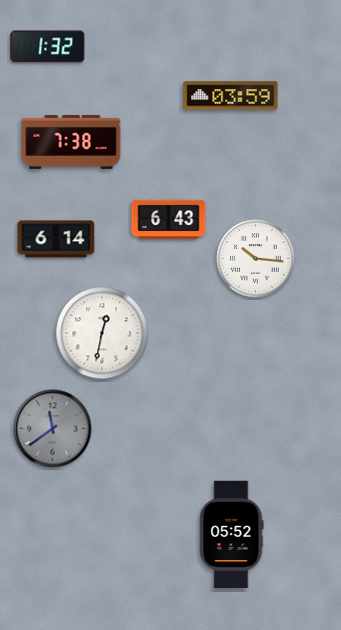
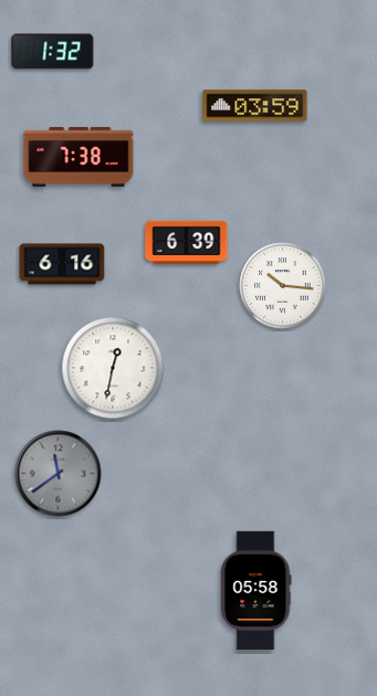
clock at (169, 220): 6:43 -> 6:39
clock at (56, 239): 6:14 -> 6:16
clock at (232, 535): 05:52 -> 05:58
